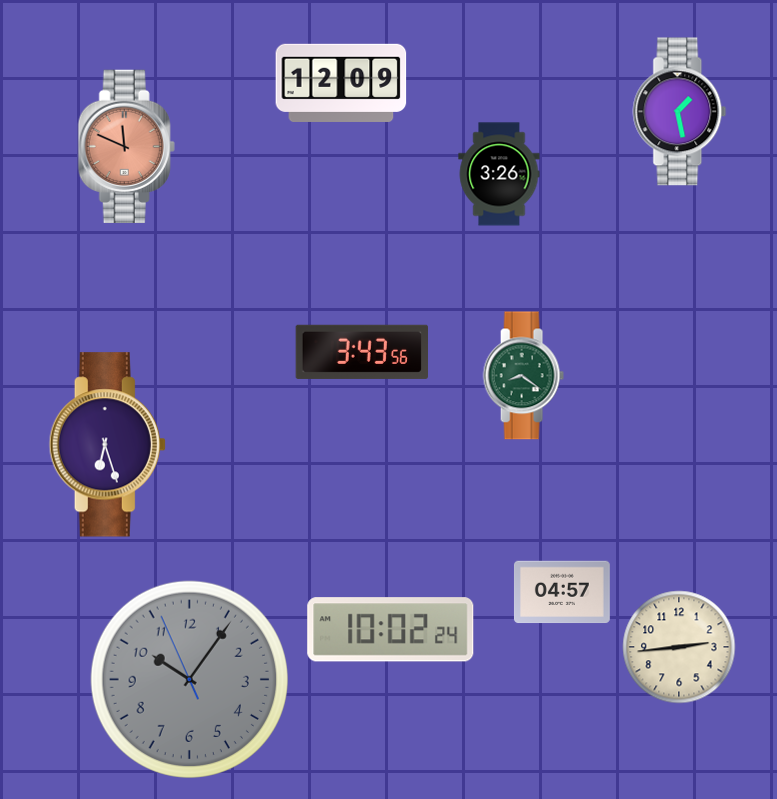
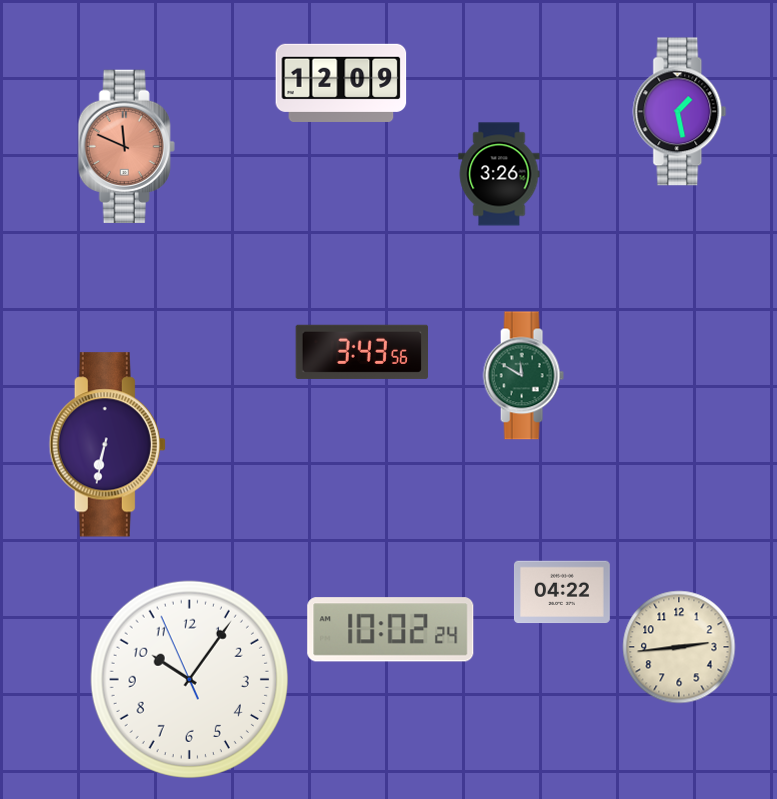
clock at (523, 376): 8:21 -> 11:50
clock at (107, 445): 6:27 -> 6:32
clock at (562, 592): 04:57 -> 04:22
clock at (189, 679) dial: grey -> white
